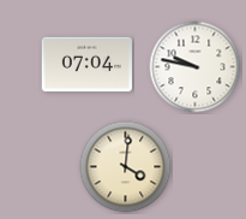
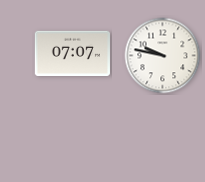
clock at (86, 64): 07:04 -> 07:07
clock at (126, 167): 4:01 -> none
